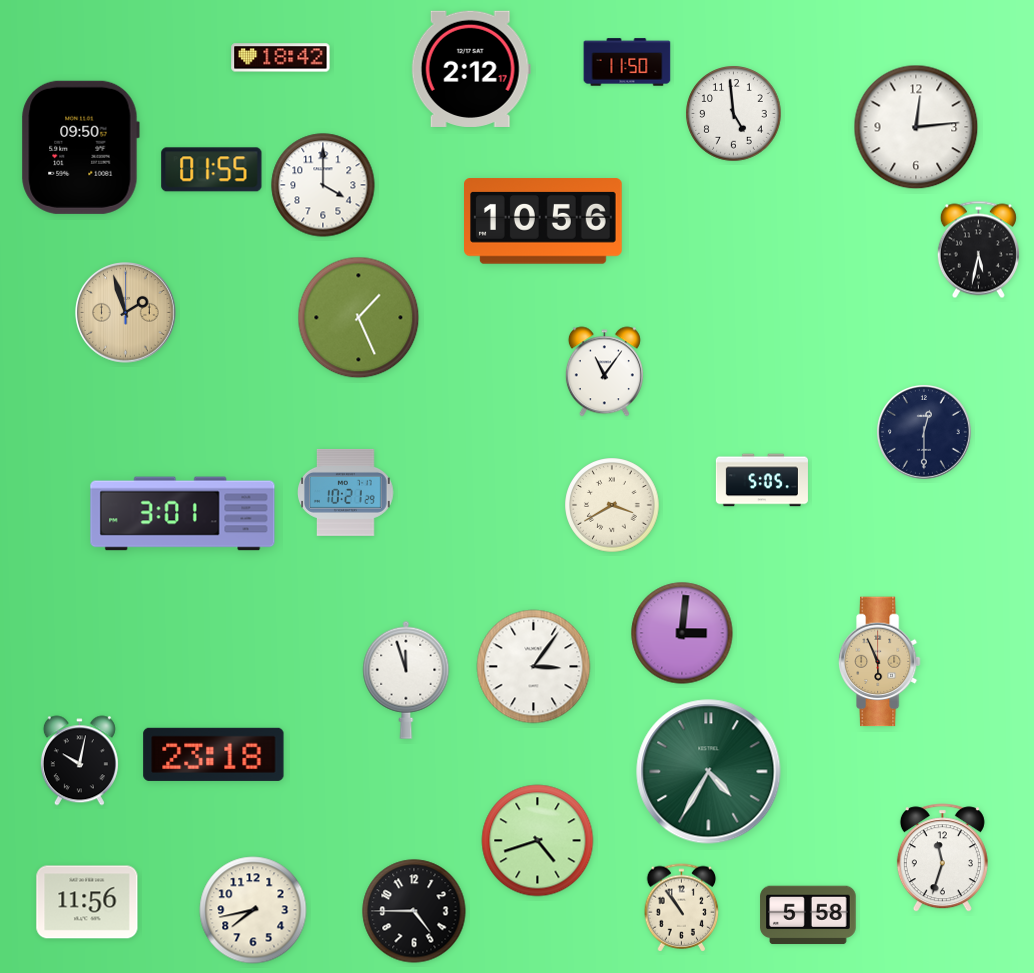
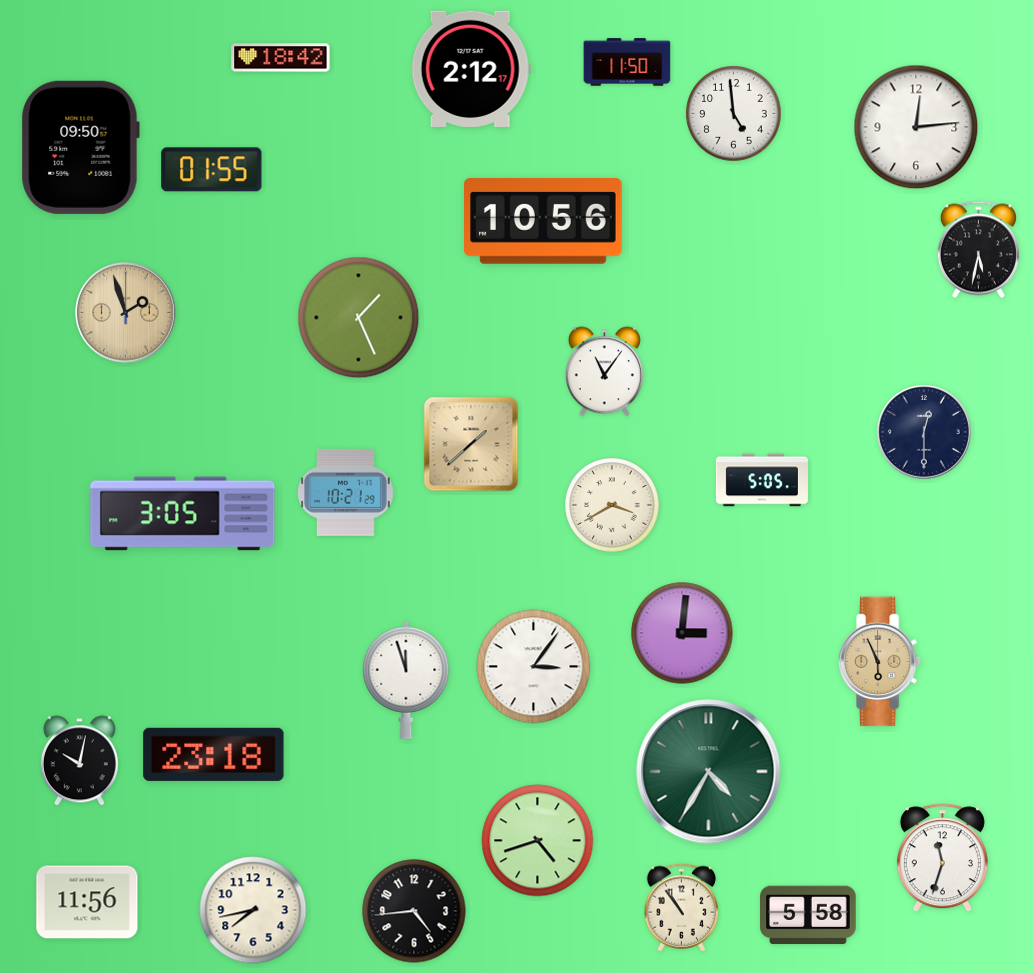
clock at (323, 185): 4:00 -> none
clock at (471, 444): none -> 1:38
clock at (183, 514): 3:01 -> 3:05
clock at (414, 911): 4:45 -> 4:44
